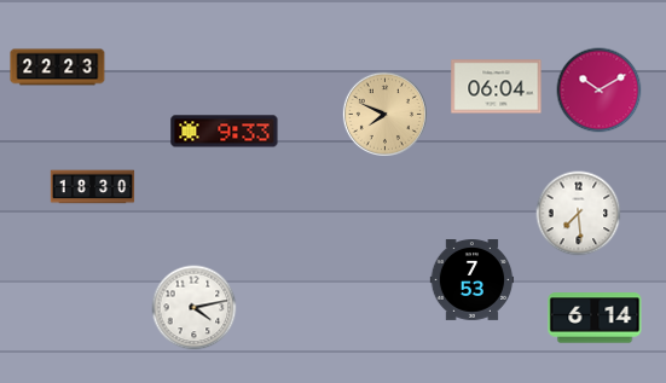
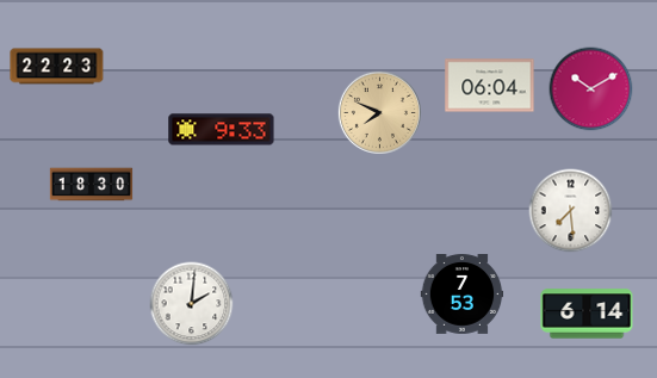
clock at (473, 280) position: (473, 280) -> (463, 295)
clock at (195, 308): 4:13 -> 2:01
